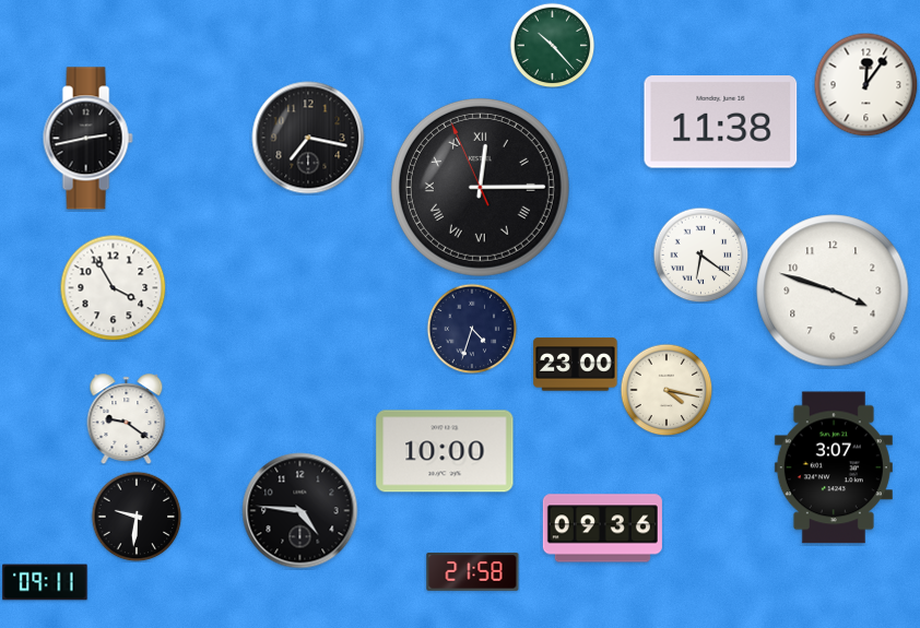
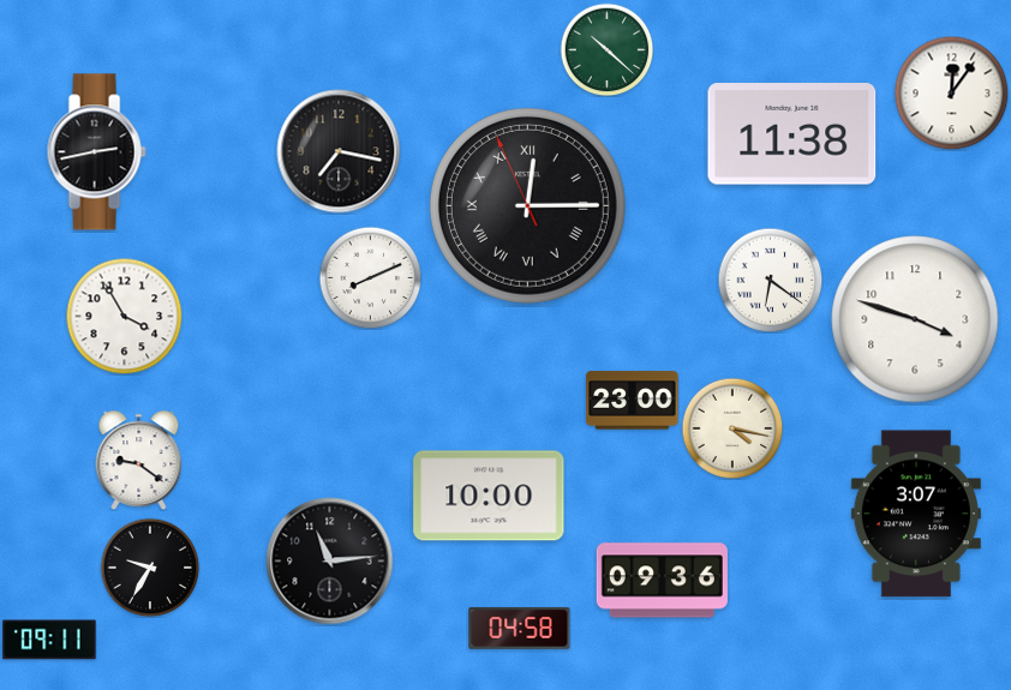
clock at (552, 45): 10:23 -> 10:22
clock at (370, 277): none -> 8:11
clock at (472, 329): 4:33 -> none
clock at (300, 511): 4:46 -> 11:14
clock at (137, 517): 9:31 -> 9:35
clock at (473, 571): 21:58 -> 04:58
